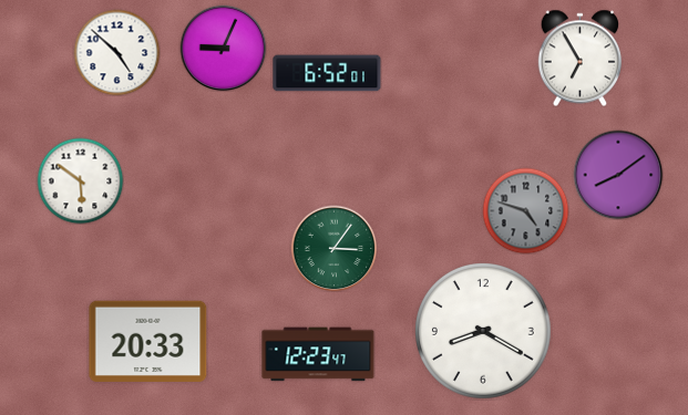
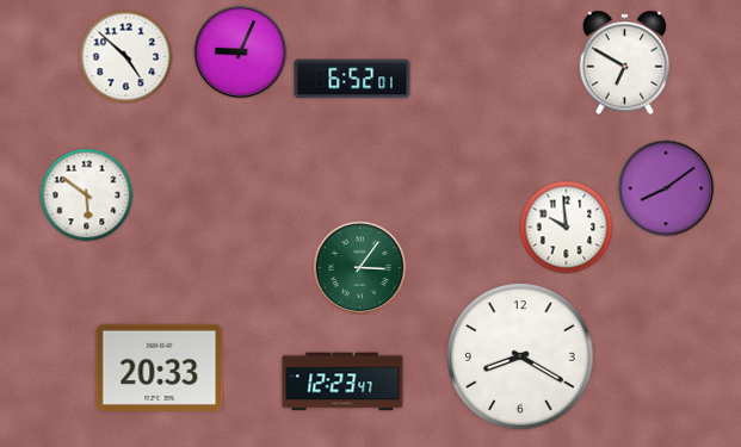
clock at (579, 58): 6:55 -> 6:50
clock at (525, 210): 4:48 -> 9:59
clock at (525, 210) dial: grey -> white
